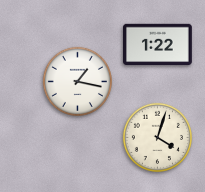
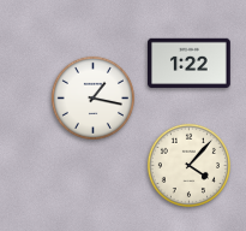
clock at (158, 45) position: (158, 45) -> (190, 64)
clock at (157, 137): 4:03 -> 4:07
